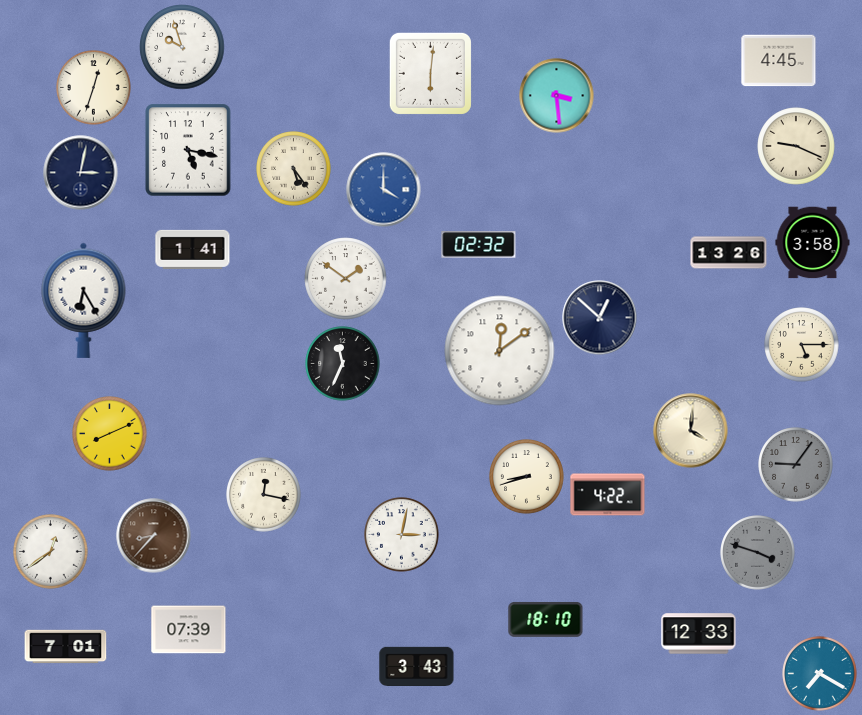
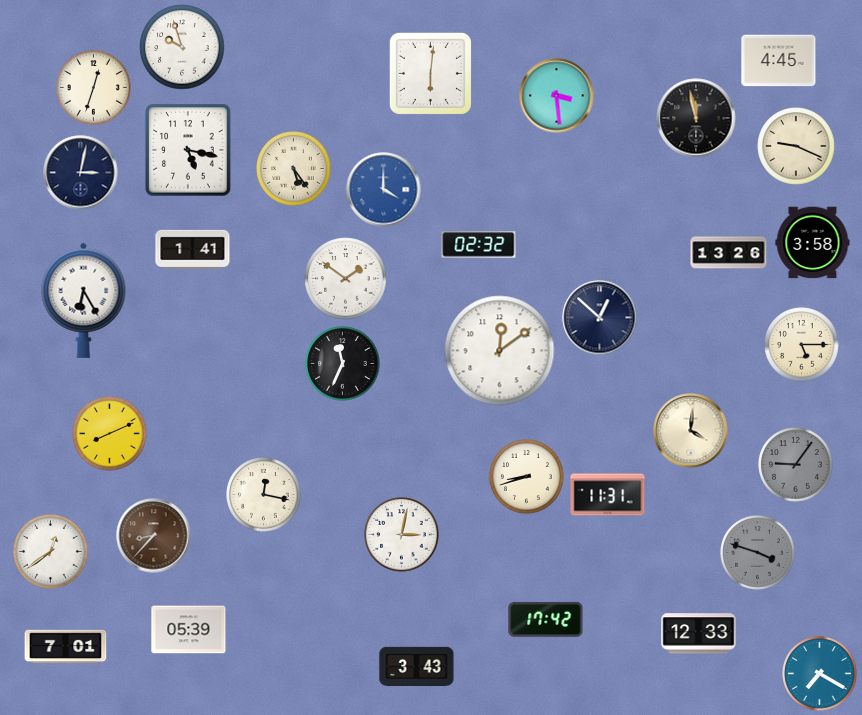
clock at (696, 118): none -> 11:58
clock at (608, 495): 4:22 -> 11:31
clock at (546, 619): 18:10 -> 17:42
clock at (189, 630): 07:39 -> 05:39
